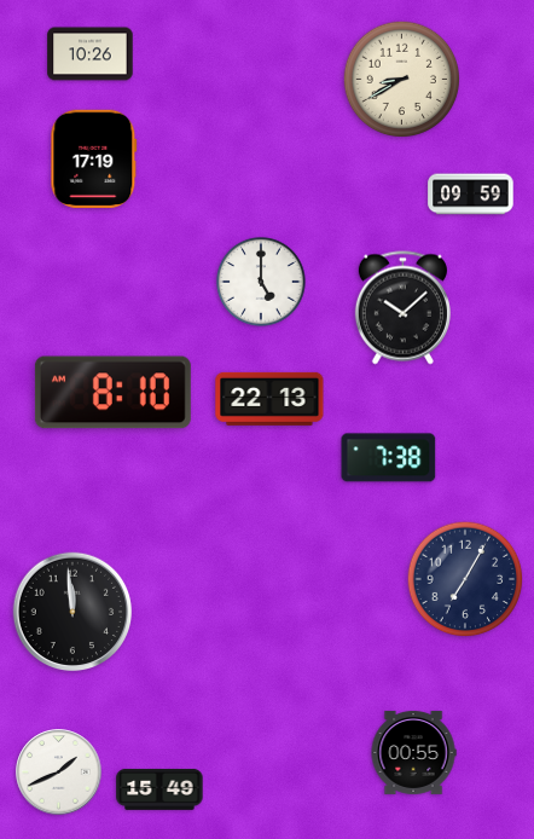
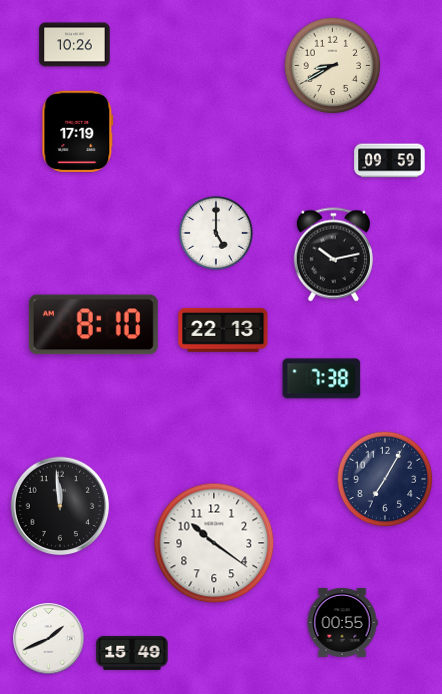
clock at (402, 308): 10:08 -> 10:13
clock at (214, 543): none -> 10:21
